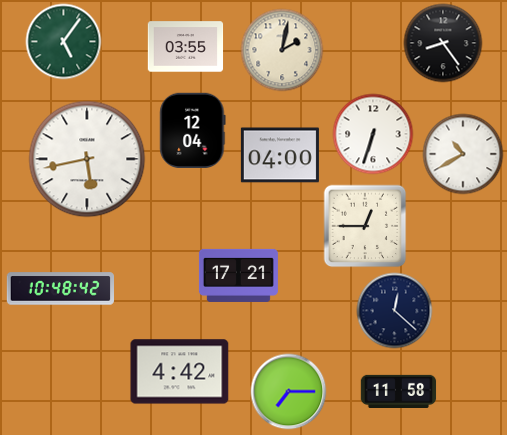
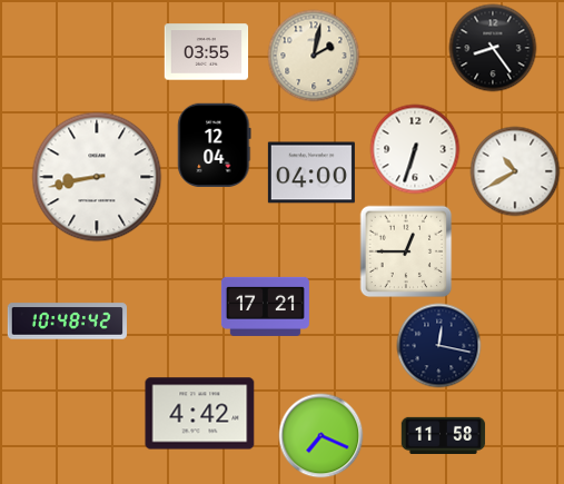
clock at (64, 42): 5:06 -> none
clock at (87, 159): 5:43 -> 8:43
clock at (395, 311): 12:22 -> 12:17
clock at (289, 392): 7:15 -> 7:19
